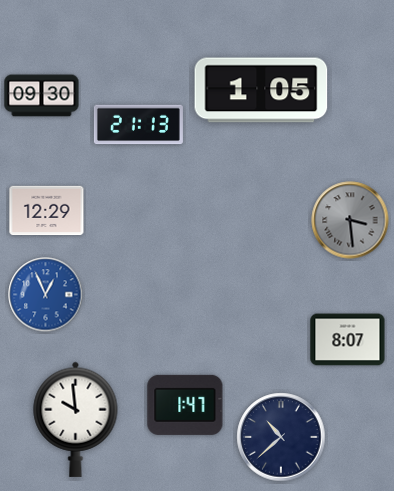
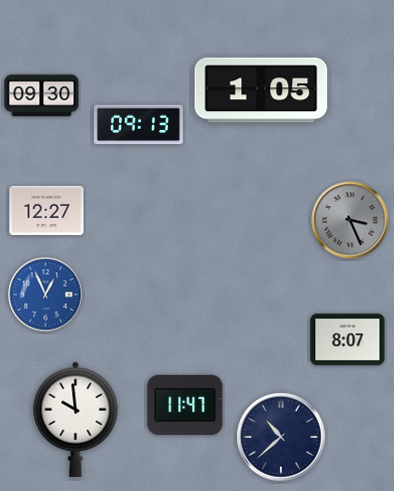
clock at (138, 125): 21:13 -> 09:13
clock at (47, 211): 12:29 -> 12:27
clock at (350, 220): 3:29 -> 3:26
clock at (185, 405): 1:47 -> 11:47
